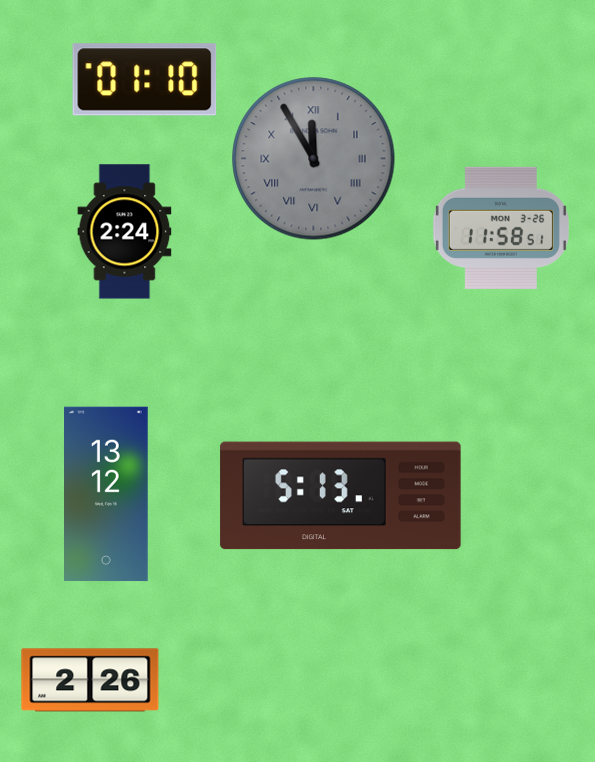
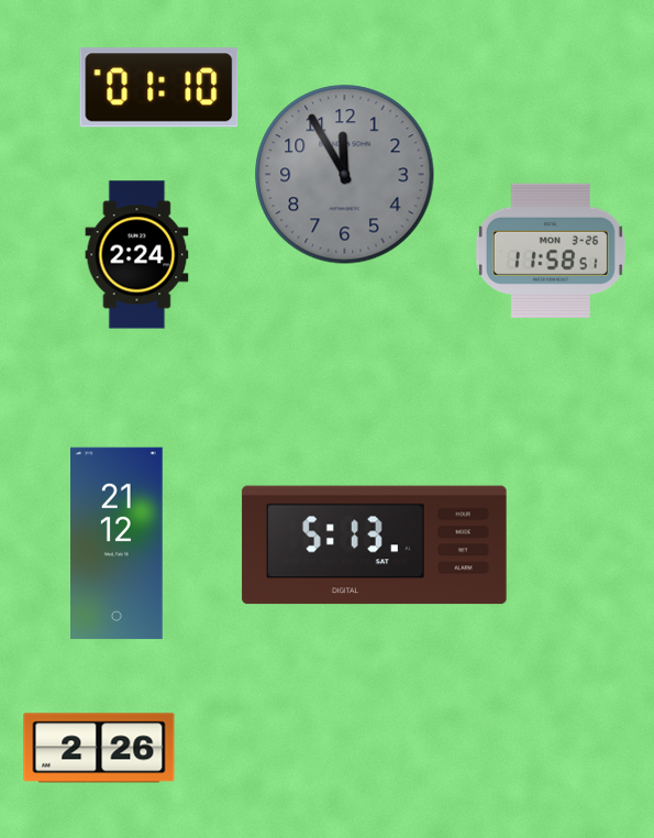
clock at (314, 159) numerals: Roman -> Arabic
clock at (107, 494): 13:12 -> 21:12
